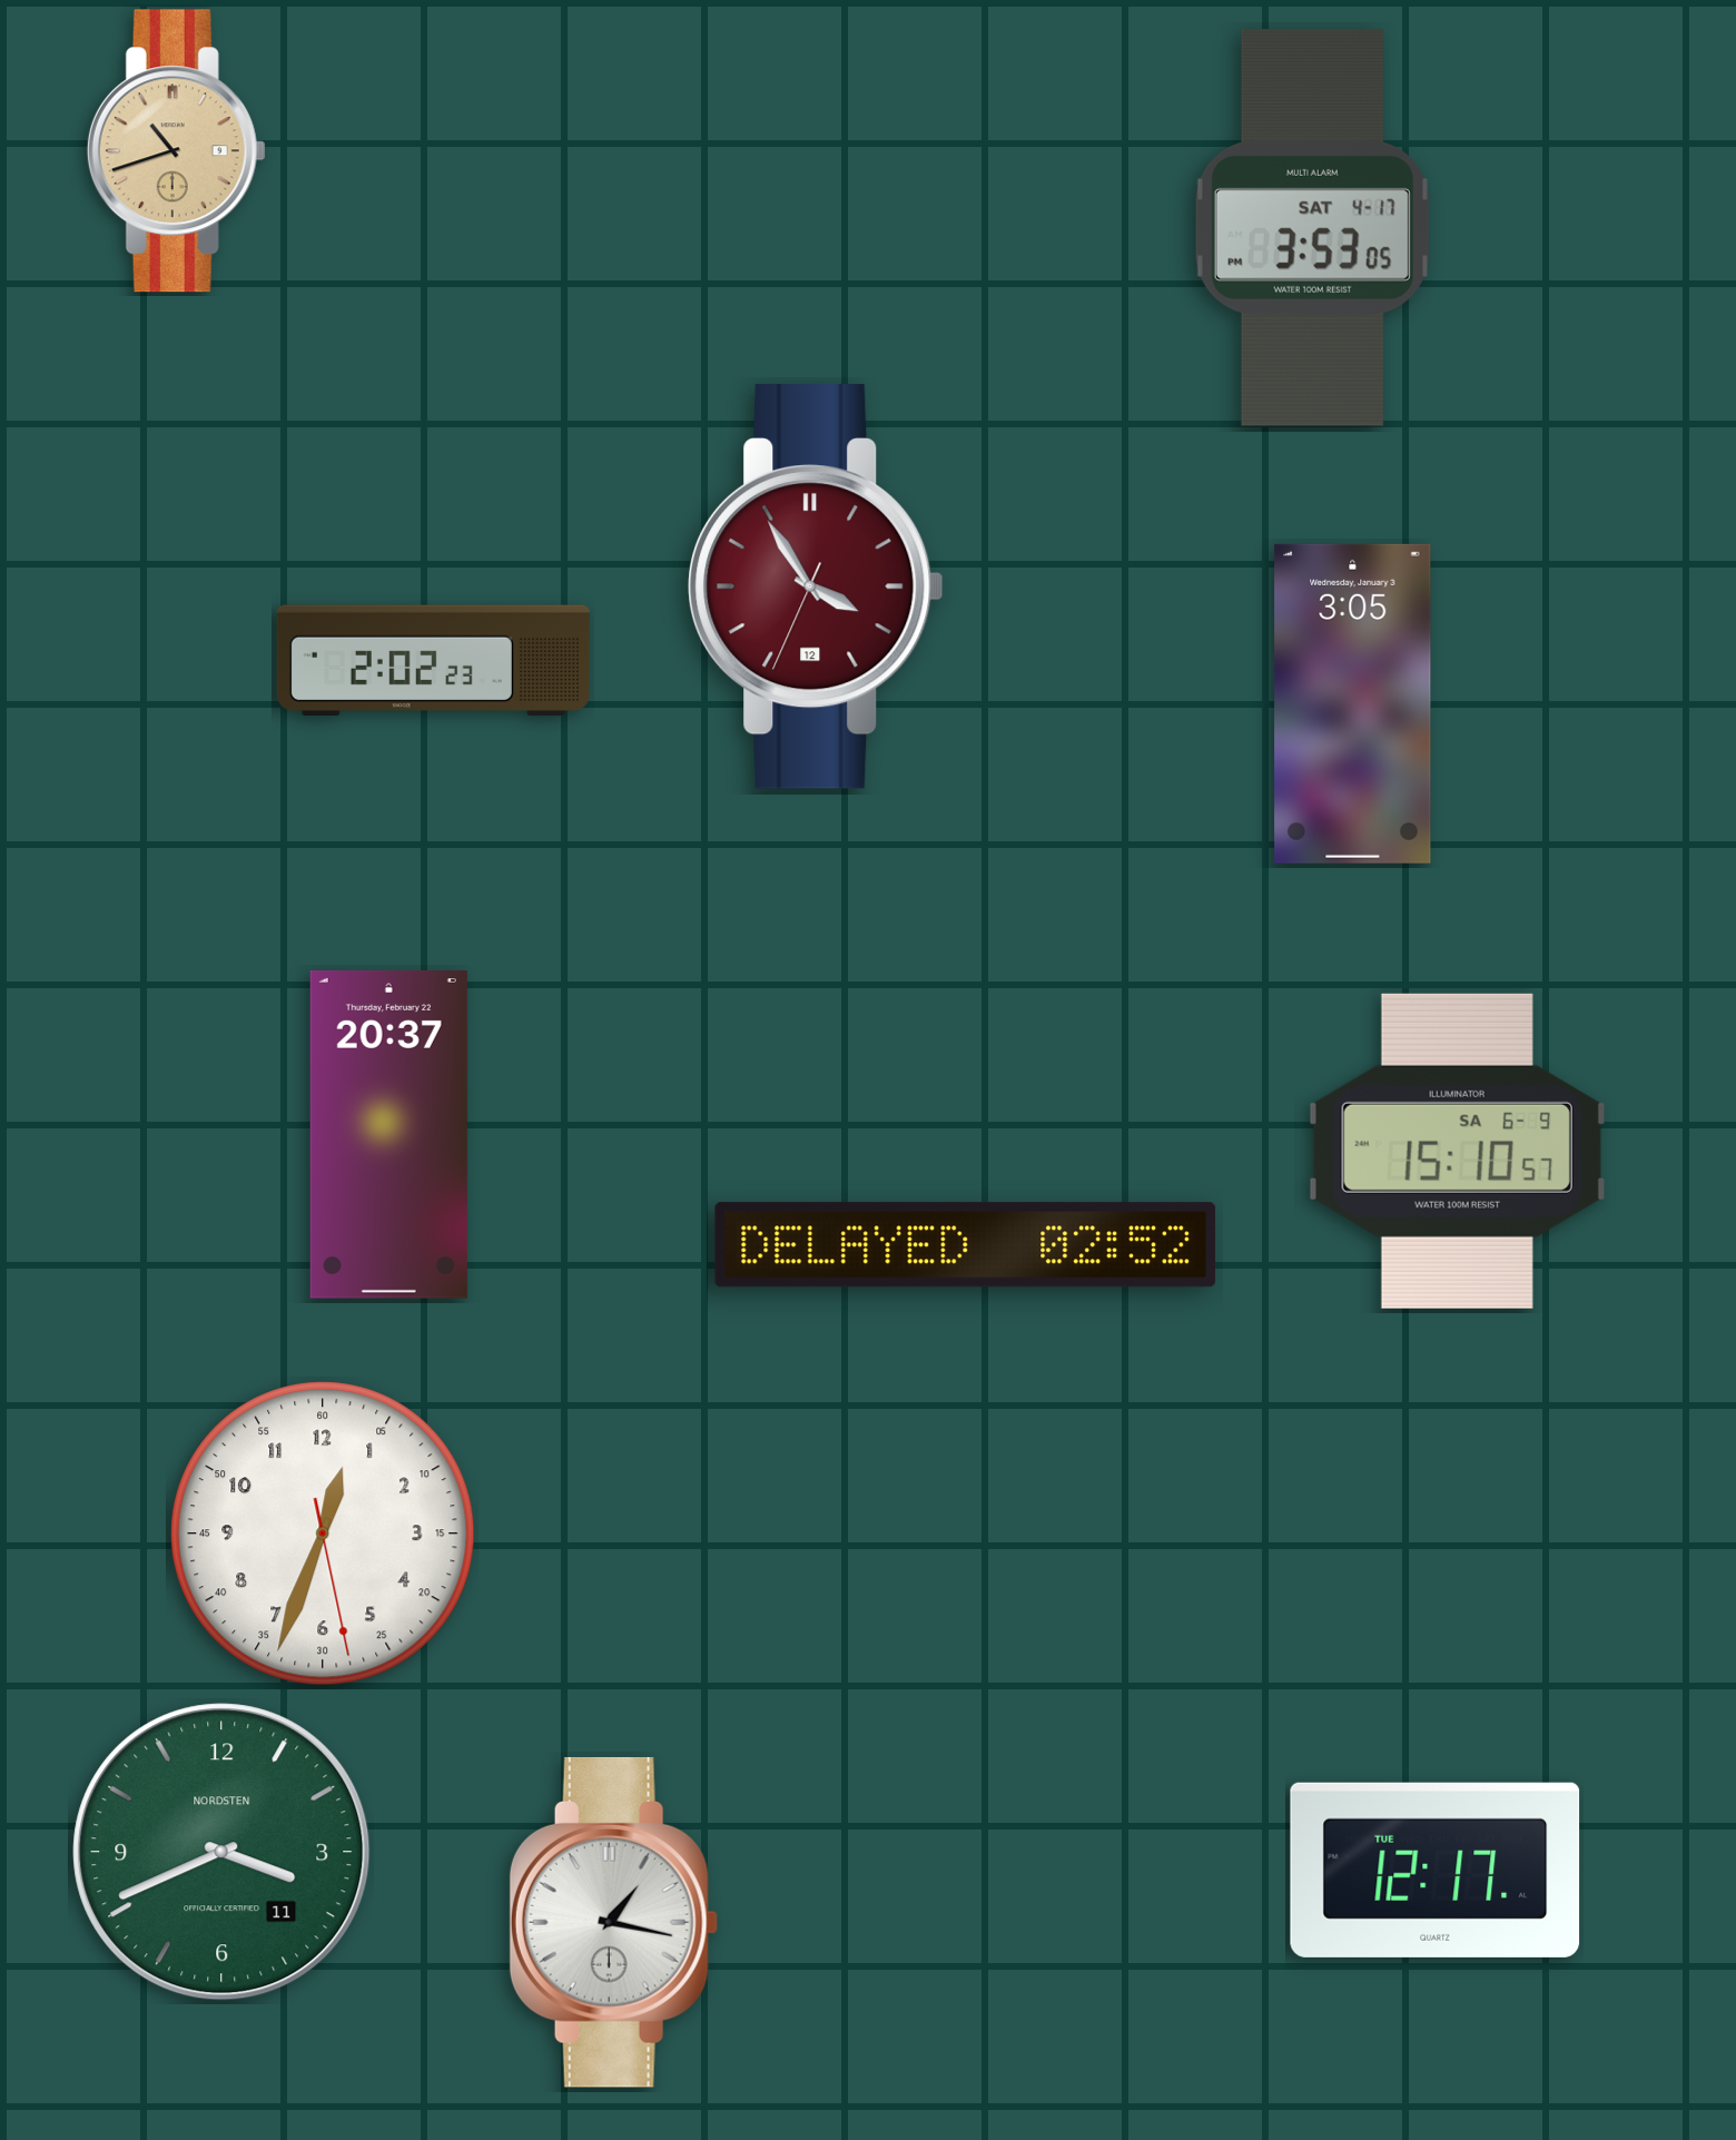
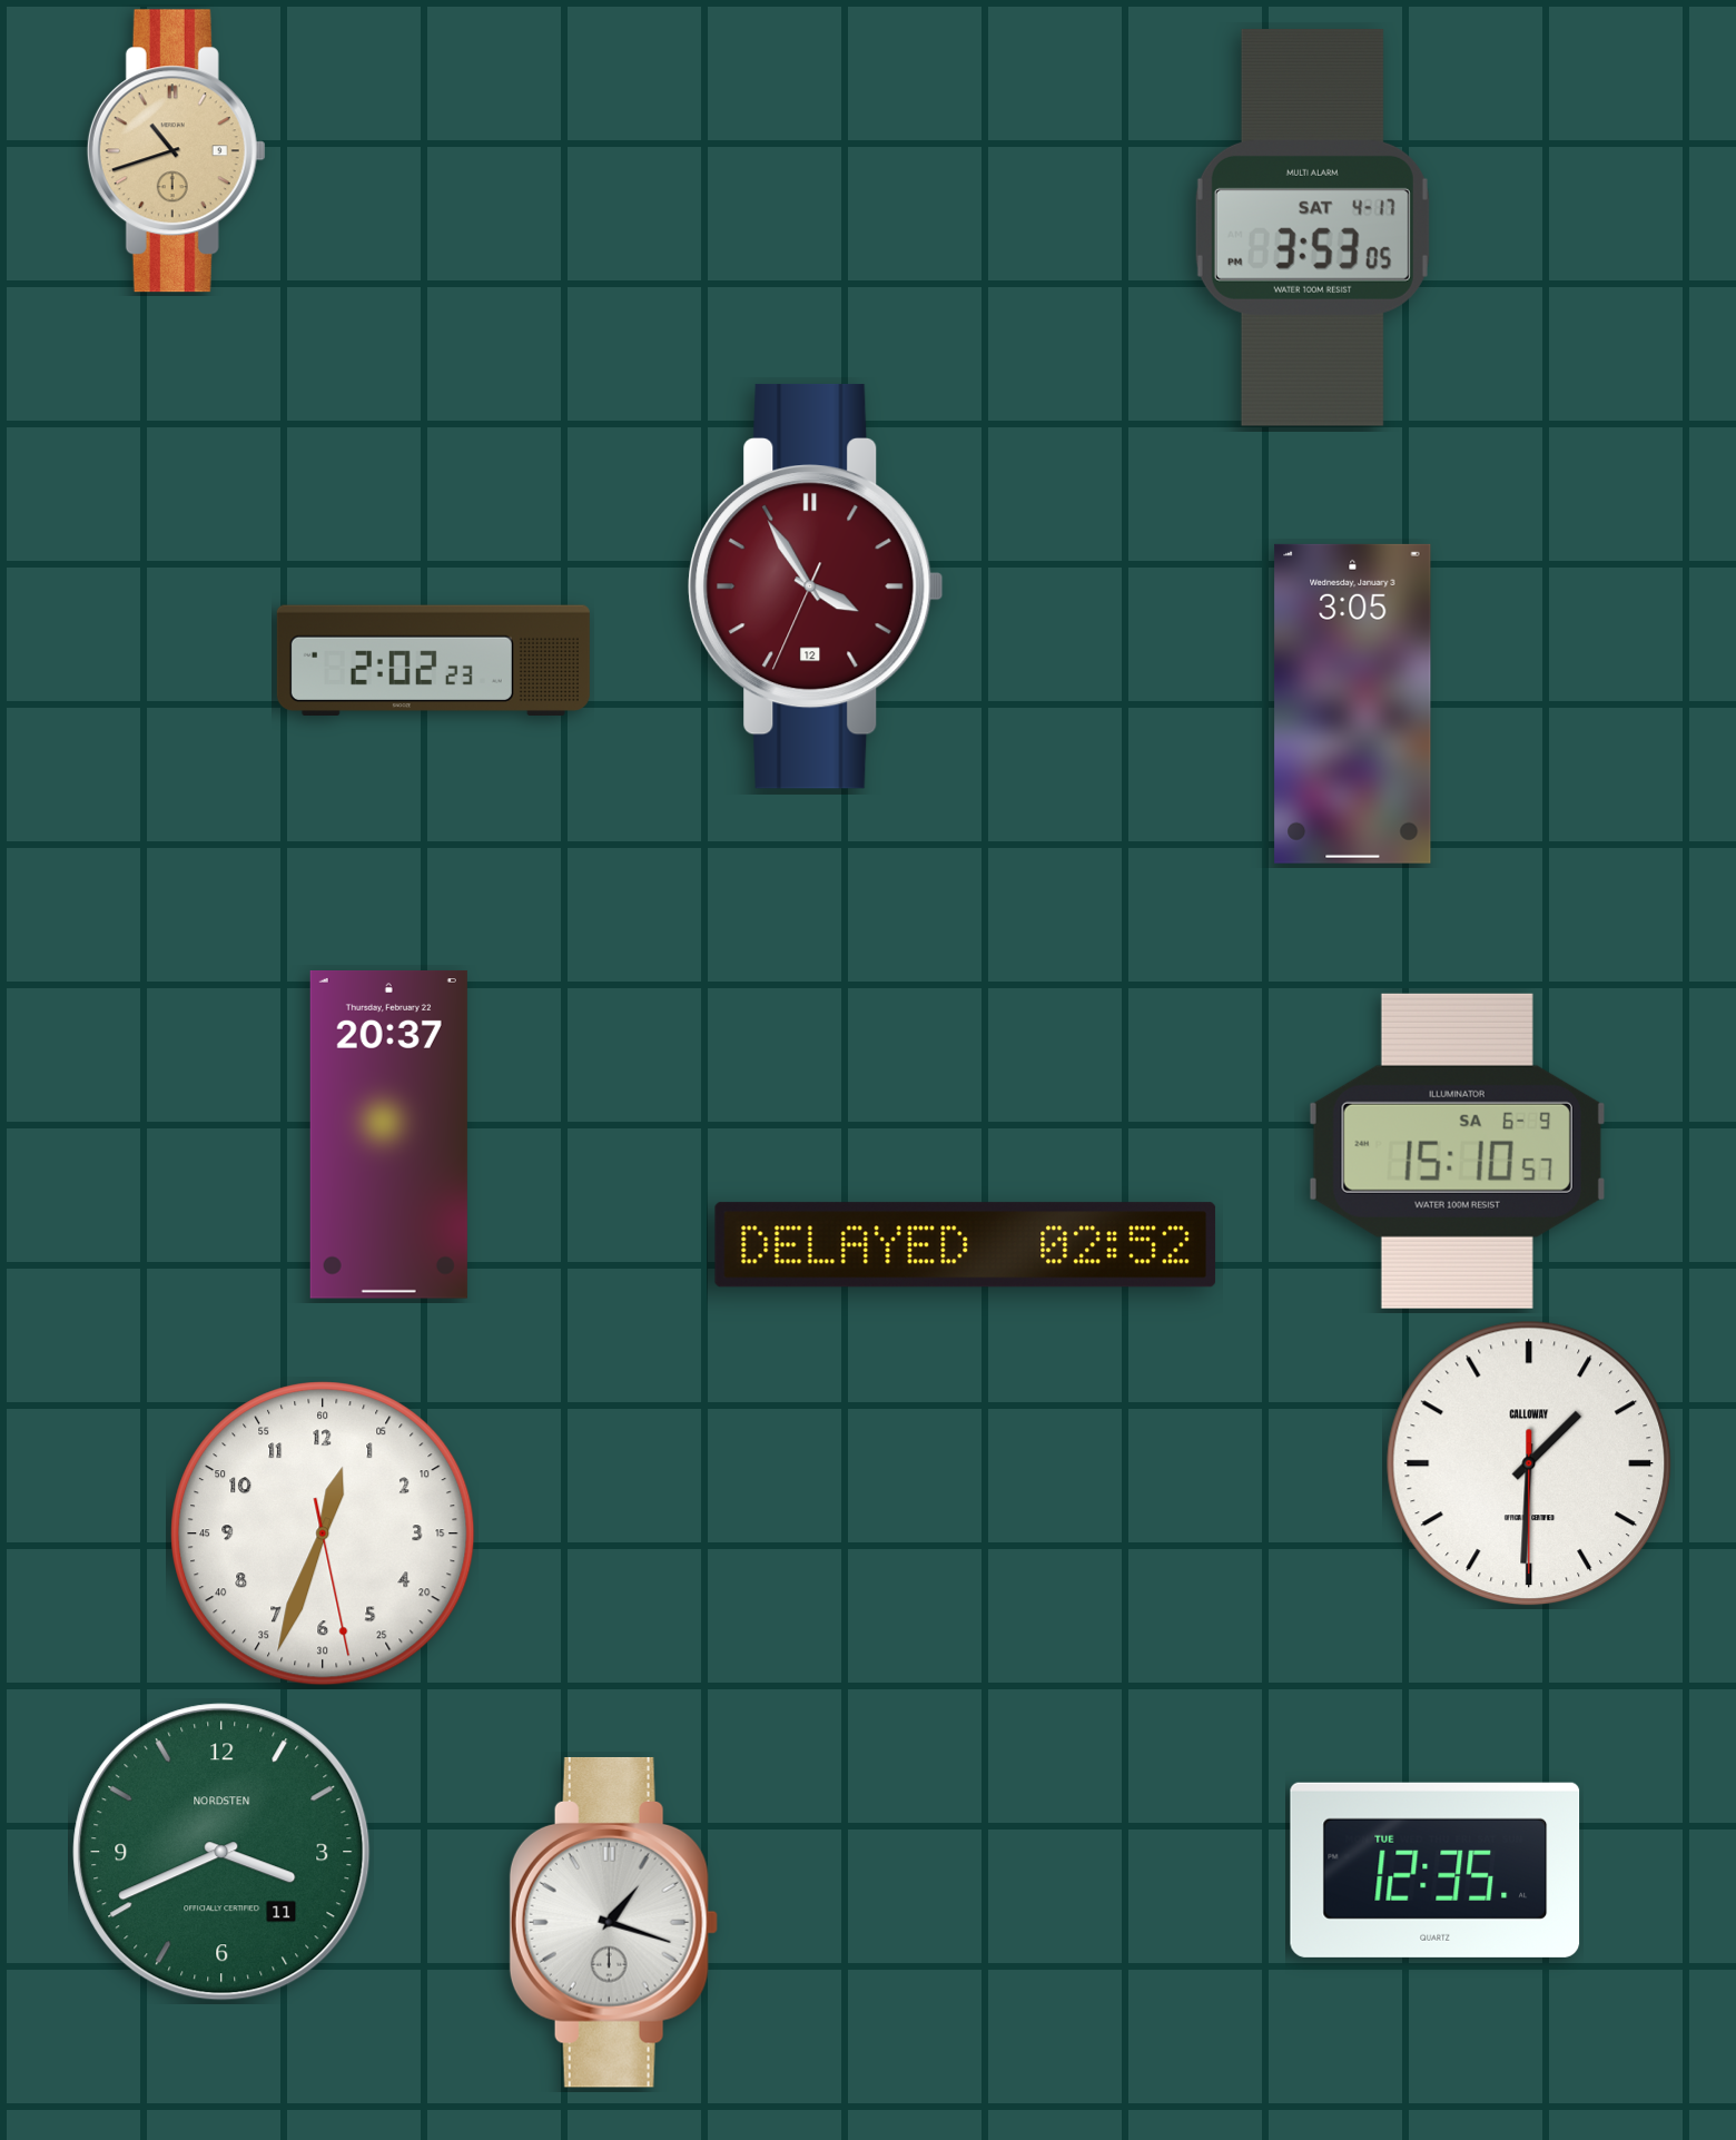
clock at (1529, 1463): none -> 1:30
clock at (1436, 1870): 12:17 -> 12:35
clock at (613, 1922): 1:17 -> 1:18
